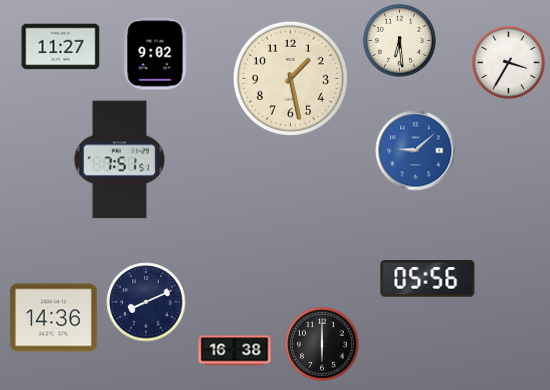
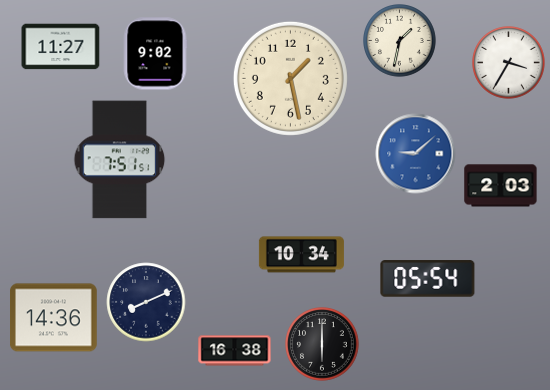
clock at (400, 41): 6:29 -> 1:32
clock at (416, 151) position: (416, 151) -> (416, 154)
clock at (501, 186): none -> 2:03
clock at (301, 255): none -> 10:34
clock at (428, 279): 05:56 -> 05:54
